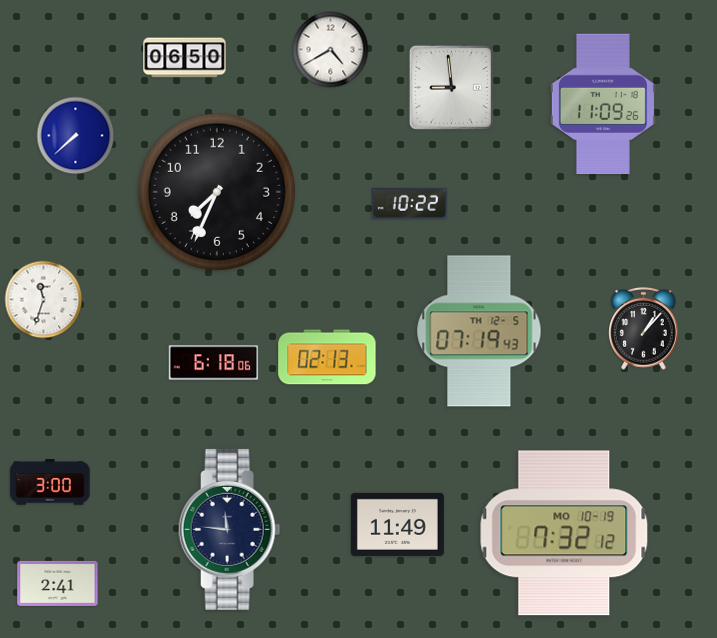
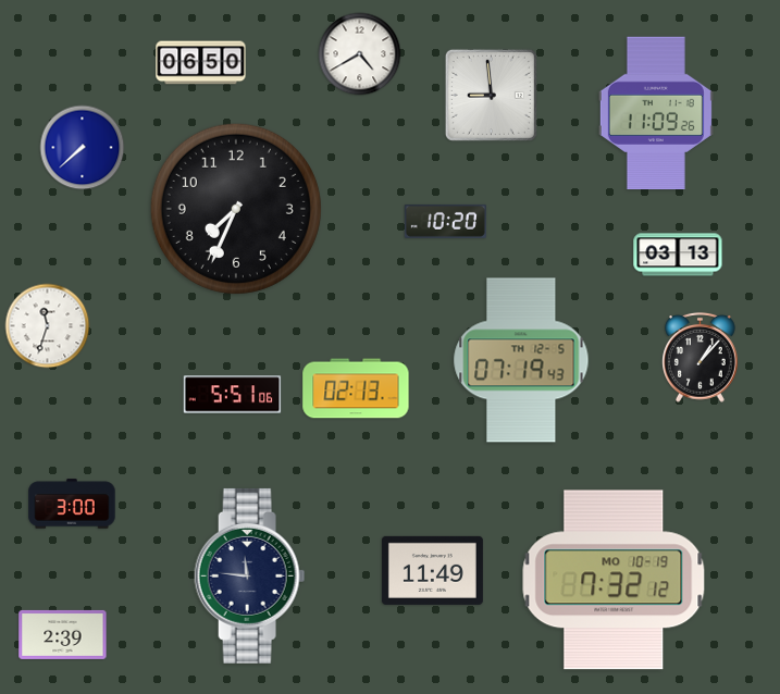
clock at (409, 203): 10:22 -> 10:20
clock at (678, 255): none -> 03:13
clock at (214, 363): 6:18 -> 5:51
clock at (50, 482) position: (50, 482) -> (72, 504)
clock at (58, 583): 2:41 -> 2:39
